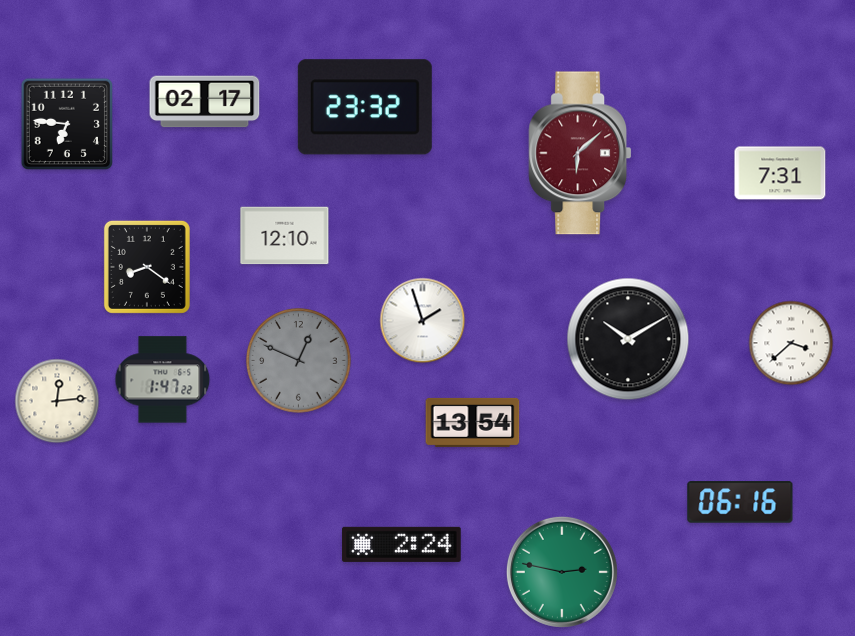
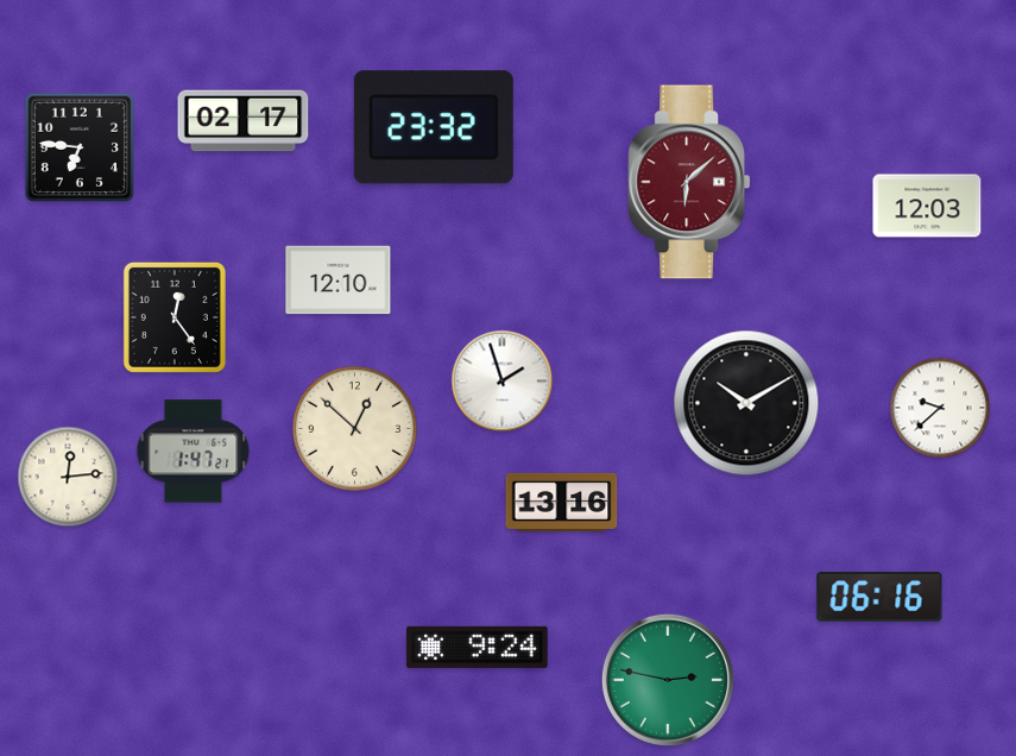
clock at (780, 173): 7:31 -> 12:03
clock at (147, 267): 8:21 -> 12:24
clock at (791, 343): 3:38 -> 9:38
clock at (299, 361): 12:49 -> 12:52
clock at (299, 361) dial: grey -> cream
clock at (163, 380): 1:47:22 -> 1:47:21
clock at (473, 422): 13:54 -> 13:16
clock at (402, 544): 2:24 -> 9:24
